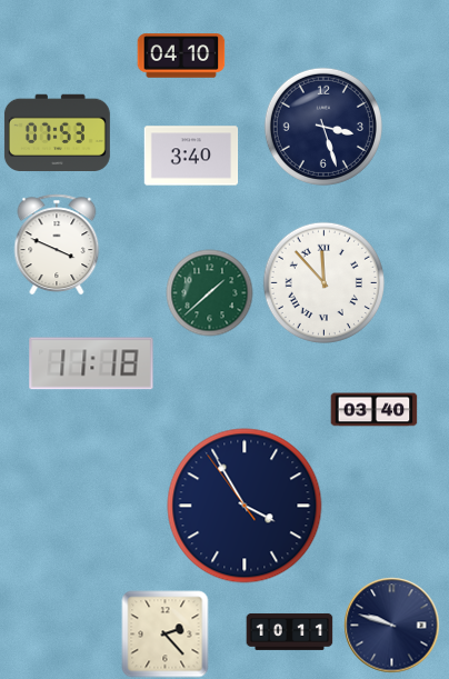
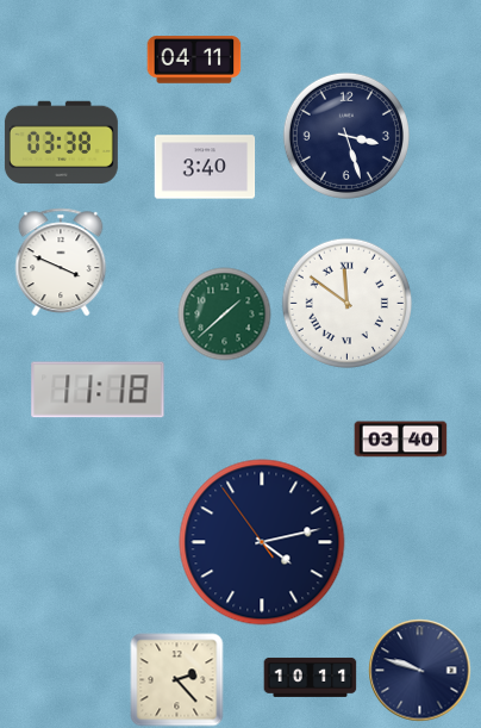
clock at (181, 56): 04:10 -> 04:11
clock at (57, 132): 07:53 -> 03:38
clock at (323, 282): 11:53 -> 11:51
clock at (245, 506): 3:54 -> 4:12
